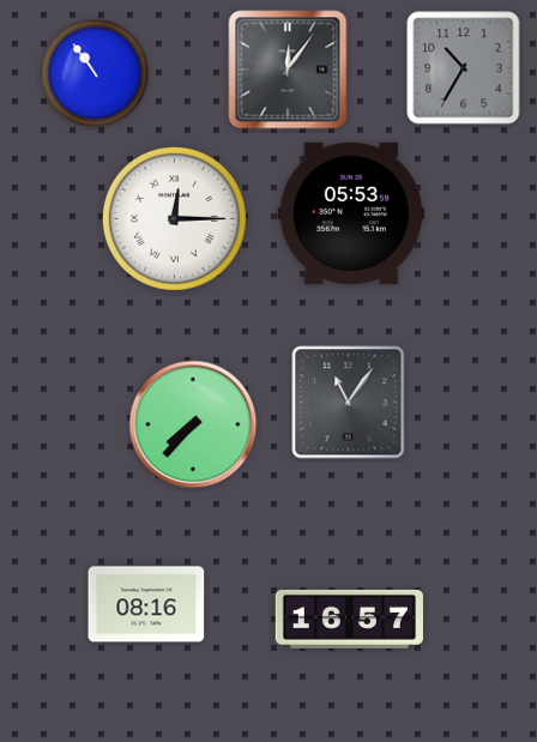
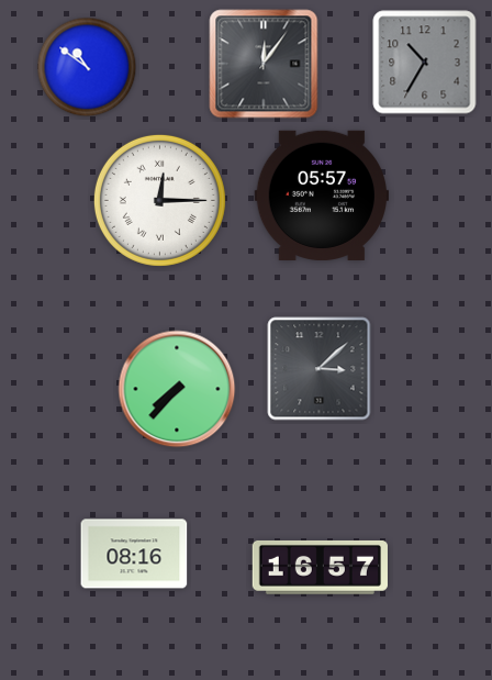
clock at (95, 73): 10:54 -> 10:51
clock at (350, 213): 05:53 -> 05:57
clock at (349, 403): 11:06 -> 3:08
